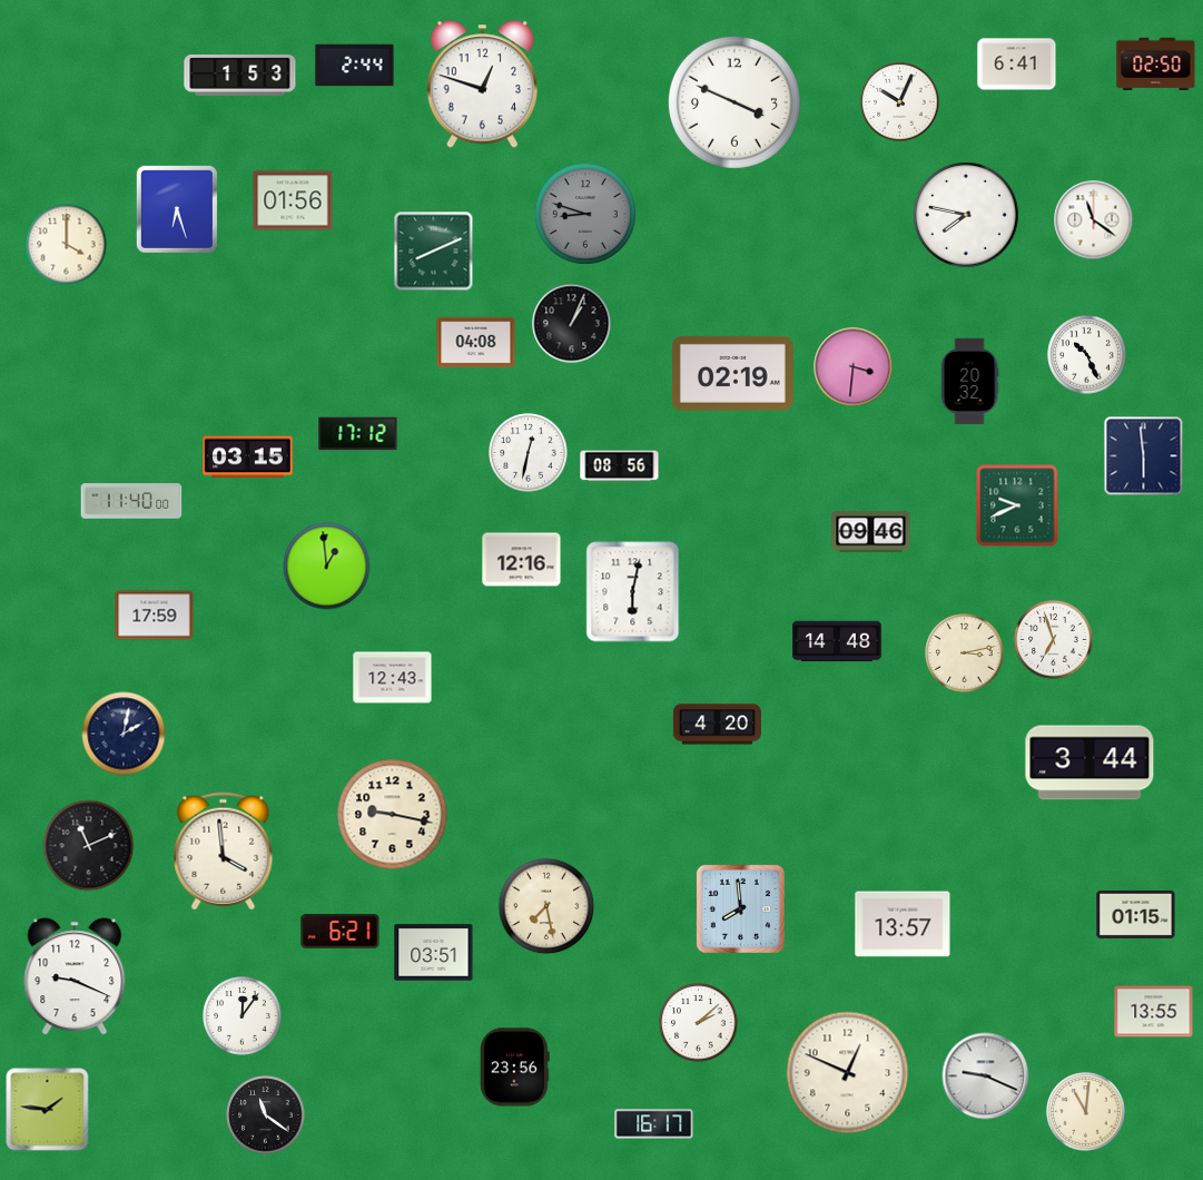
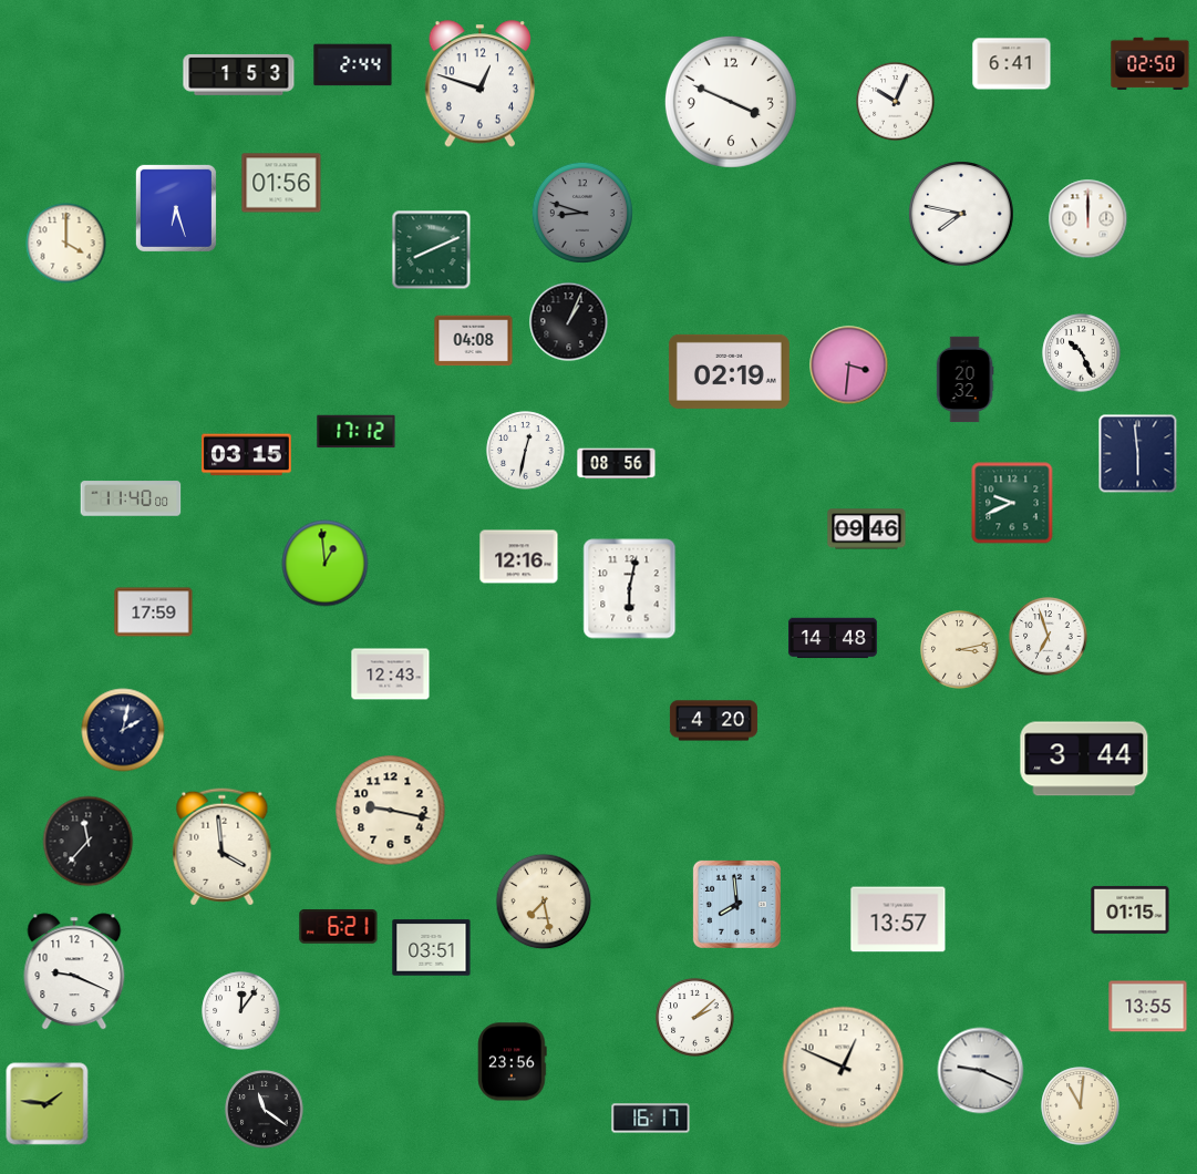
clock at (293, 200) position: (293, 200) -> (281, 183)
clock at (1094, 220): 11:21 -> 12:00
clock at (89, 846): 11:11 -> 11:37
